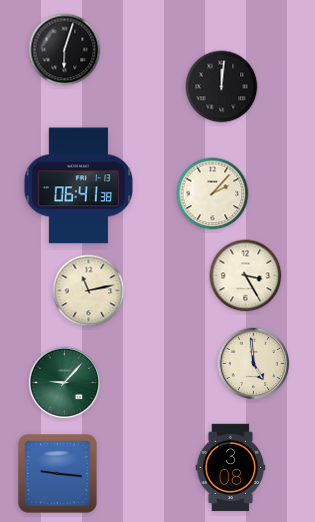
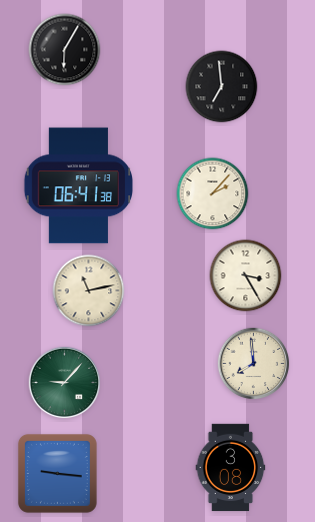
clock at (65, 50): 6:03 -> 6:05
clock at (222, 87): 12:01 -> 6:59
clock at (254, 364): 4:59 -> 7:59
